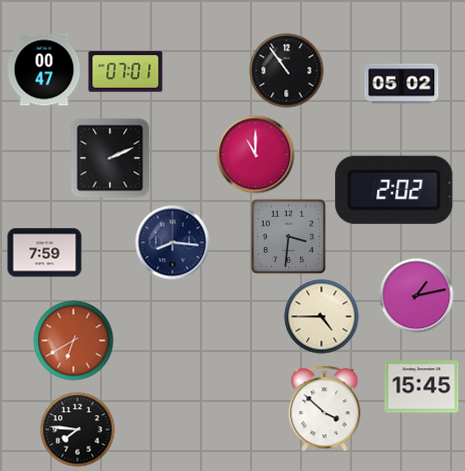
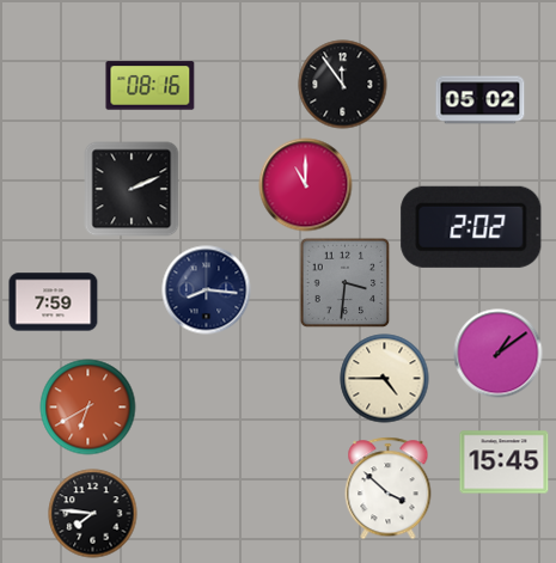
clock at (44, 70): 00:47 -> none
clock at (287, 71): 10:54 -> 11:54
clock at (126, 72): 07:01 -> 08:16
clock at (417, 296): 1:13 -> 1:09
